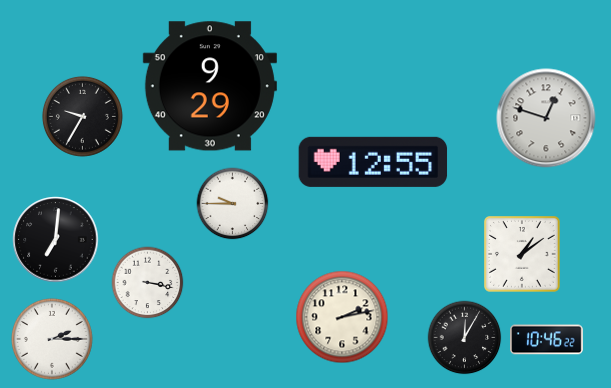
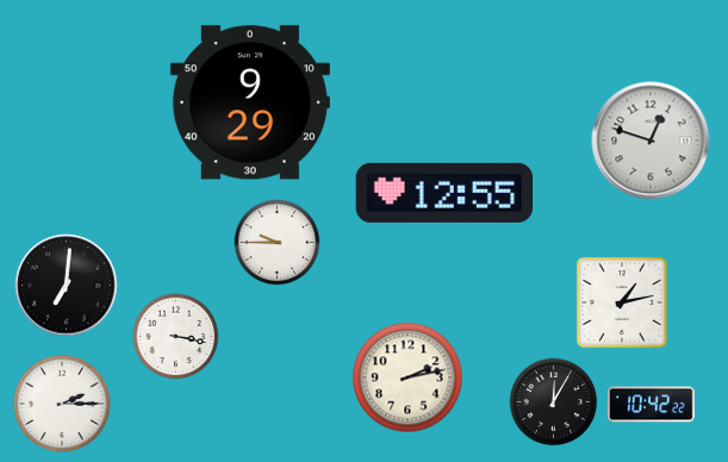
clock at (82, 116): 9:35 -> none
clock at (523, 255): 1:09 -> 1:13
clock at (547, 340): 10:46 -> 10:42
